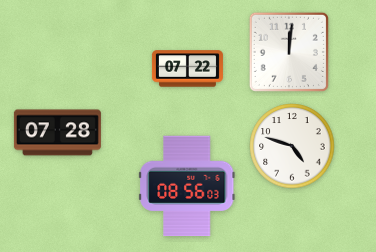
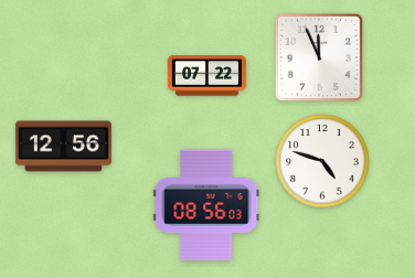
clock at (289, 52): 12:01 -> 11:56
clock at (57, 133): 07:28 -> 12:56
